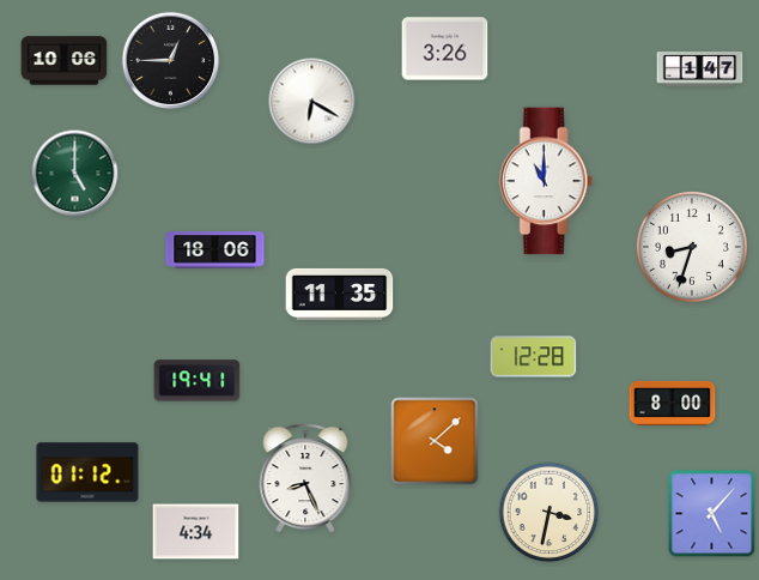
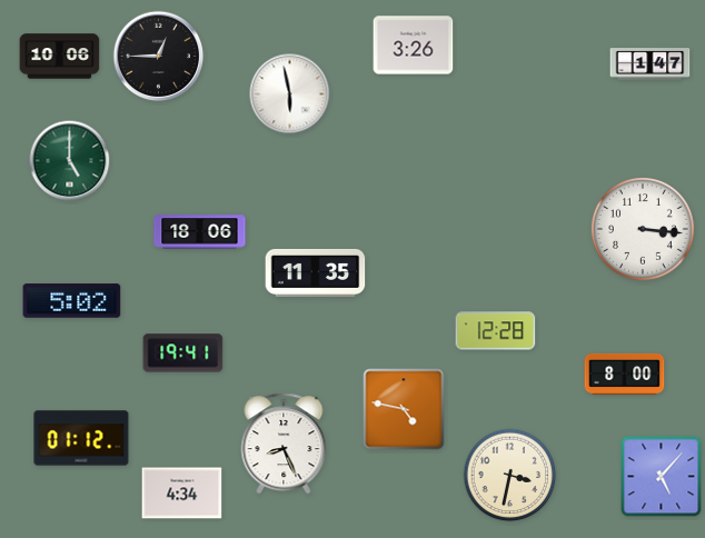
clock at (312, 102): 6:20 -> 5:58
clock at (546, 181): 11:00 -> none
clock at (693, 248): 8:33 -> 3:16
clock at (72, 301): none -> 5:02
clock at (435, 441): 4:08 -> 4:47
